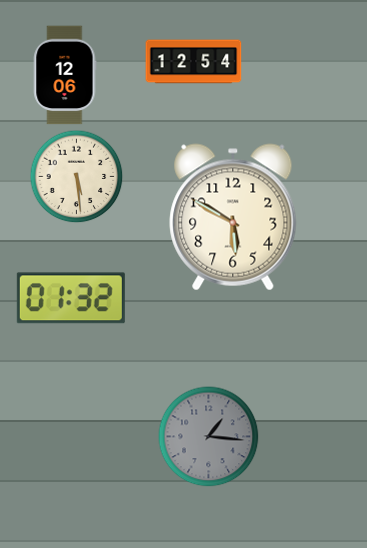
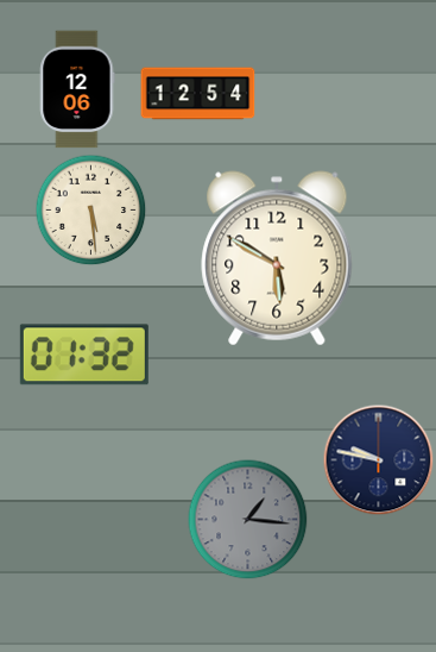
clock at (194, 62) position: (194, 62) -> (198, 94)
clock at (378, 459): none -> 9:47
